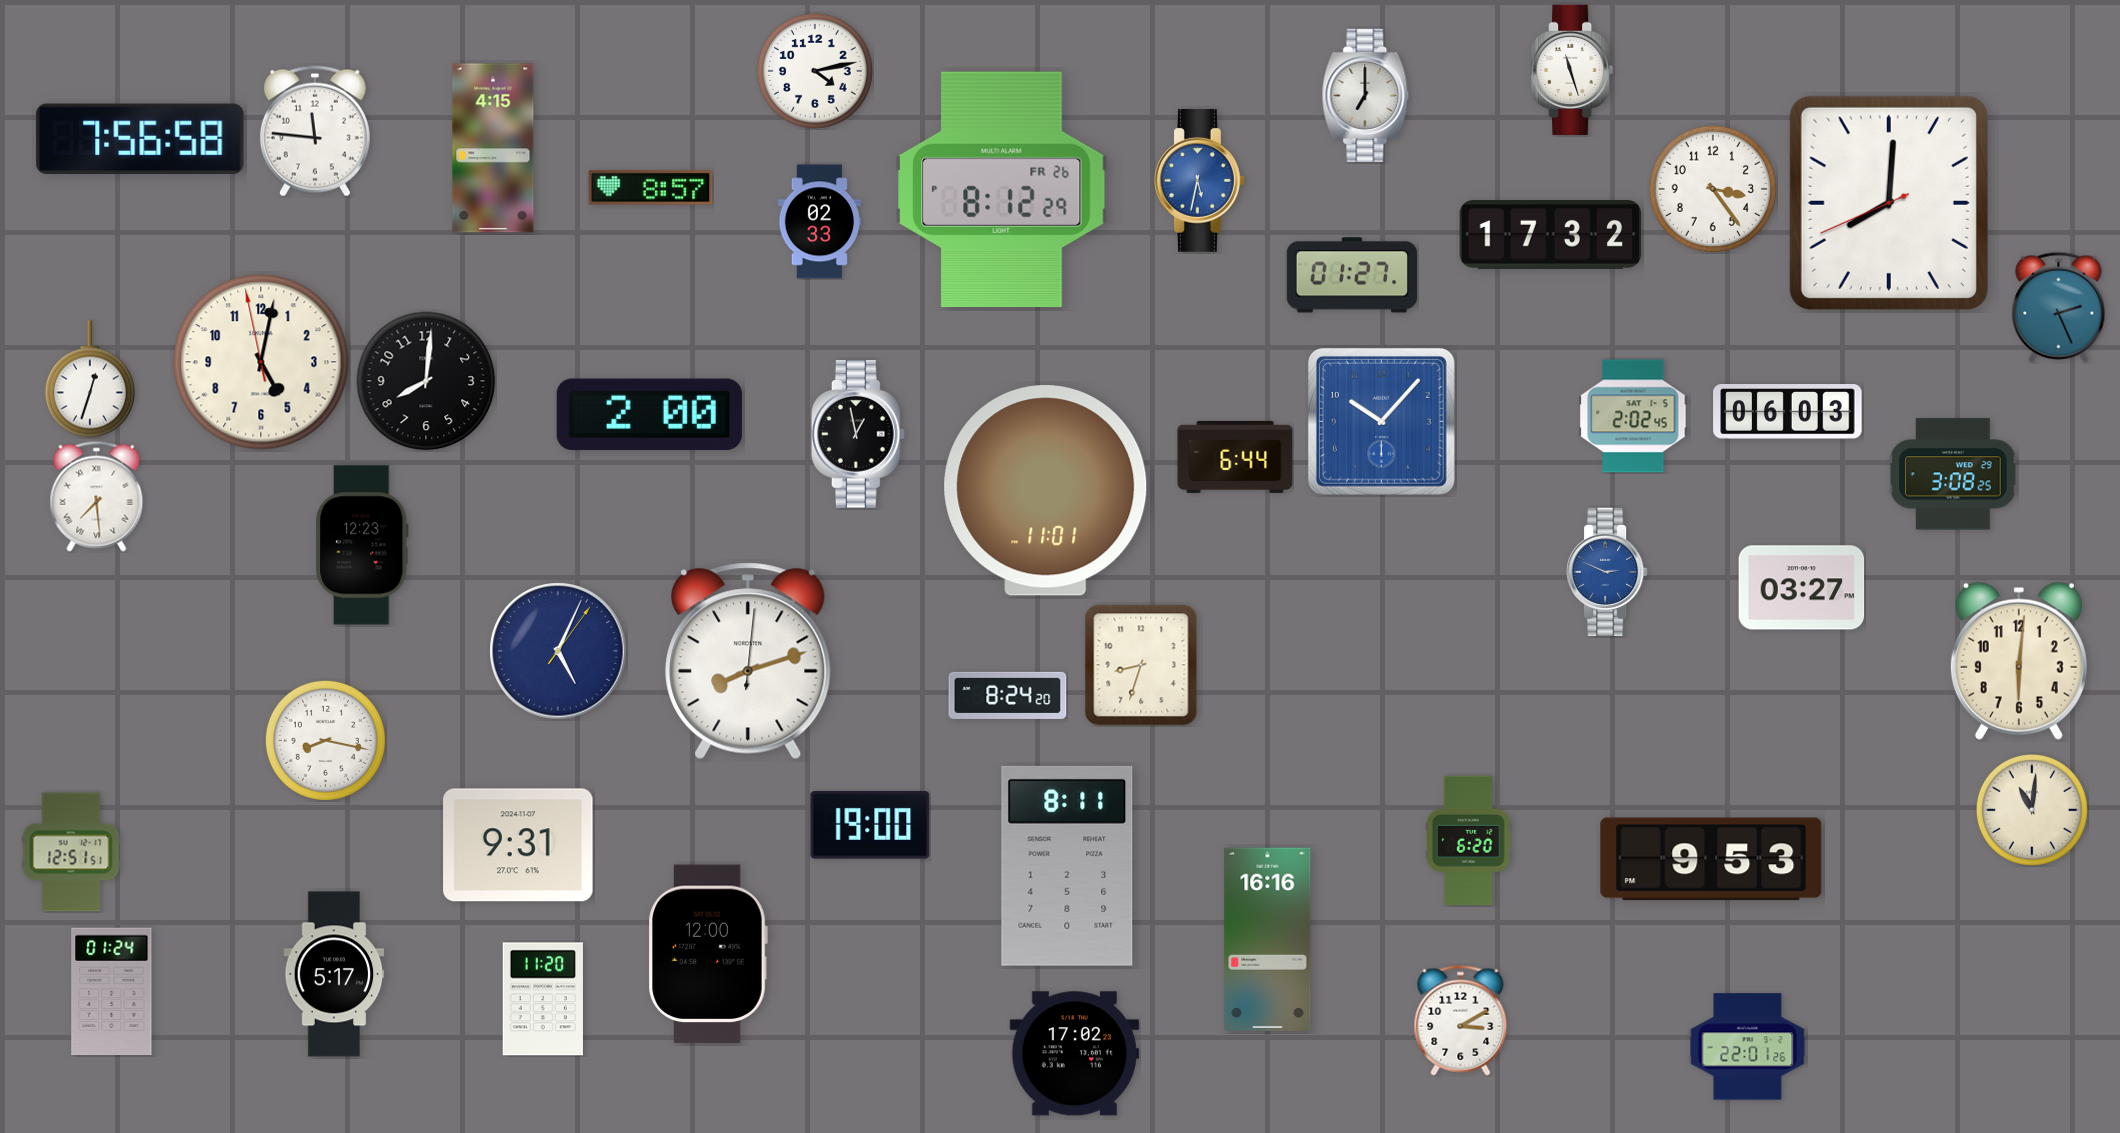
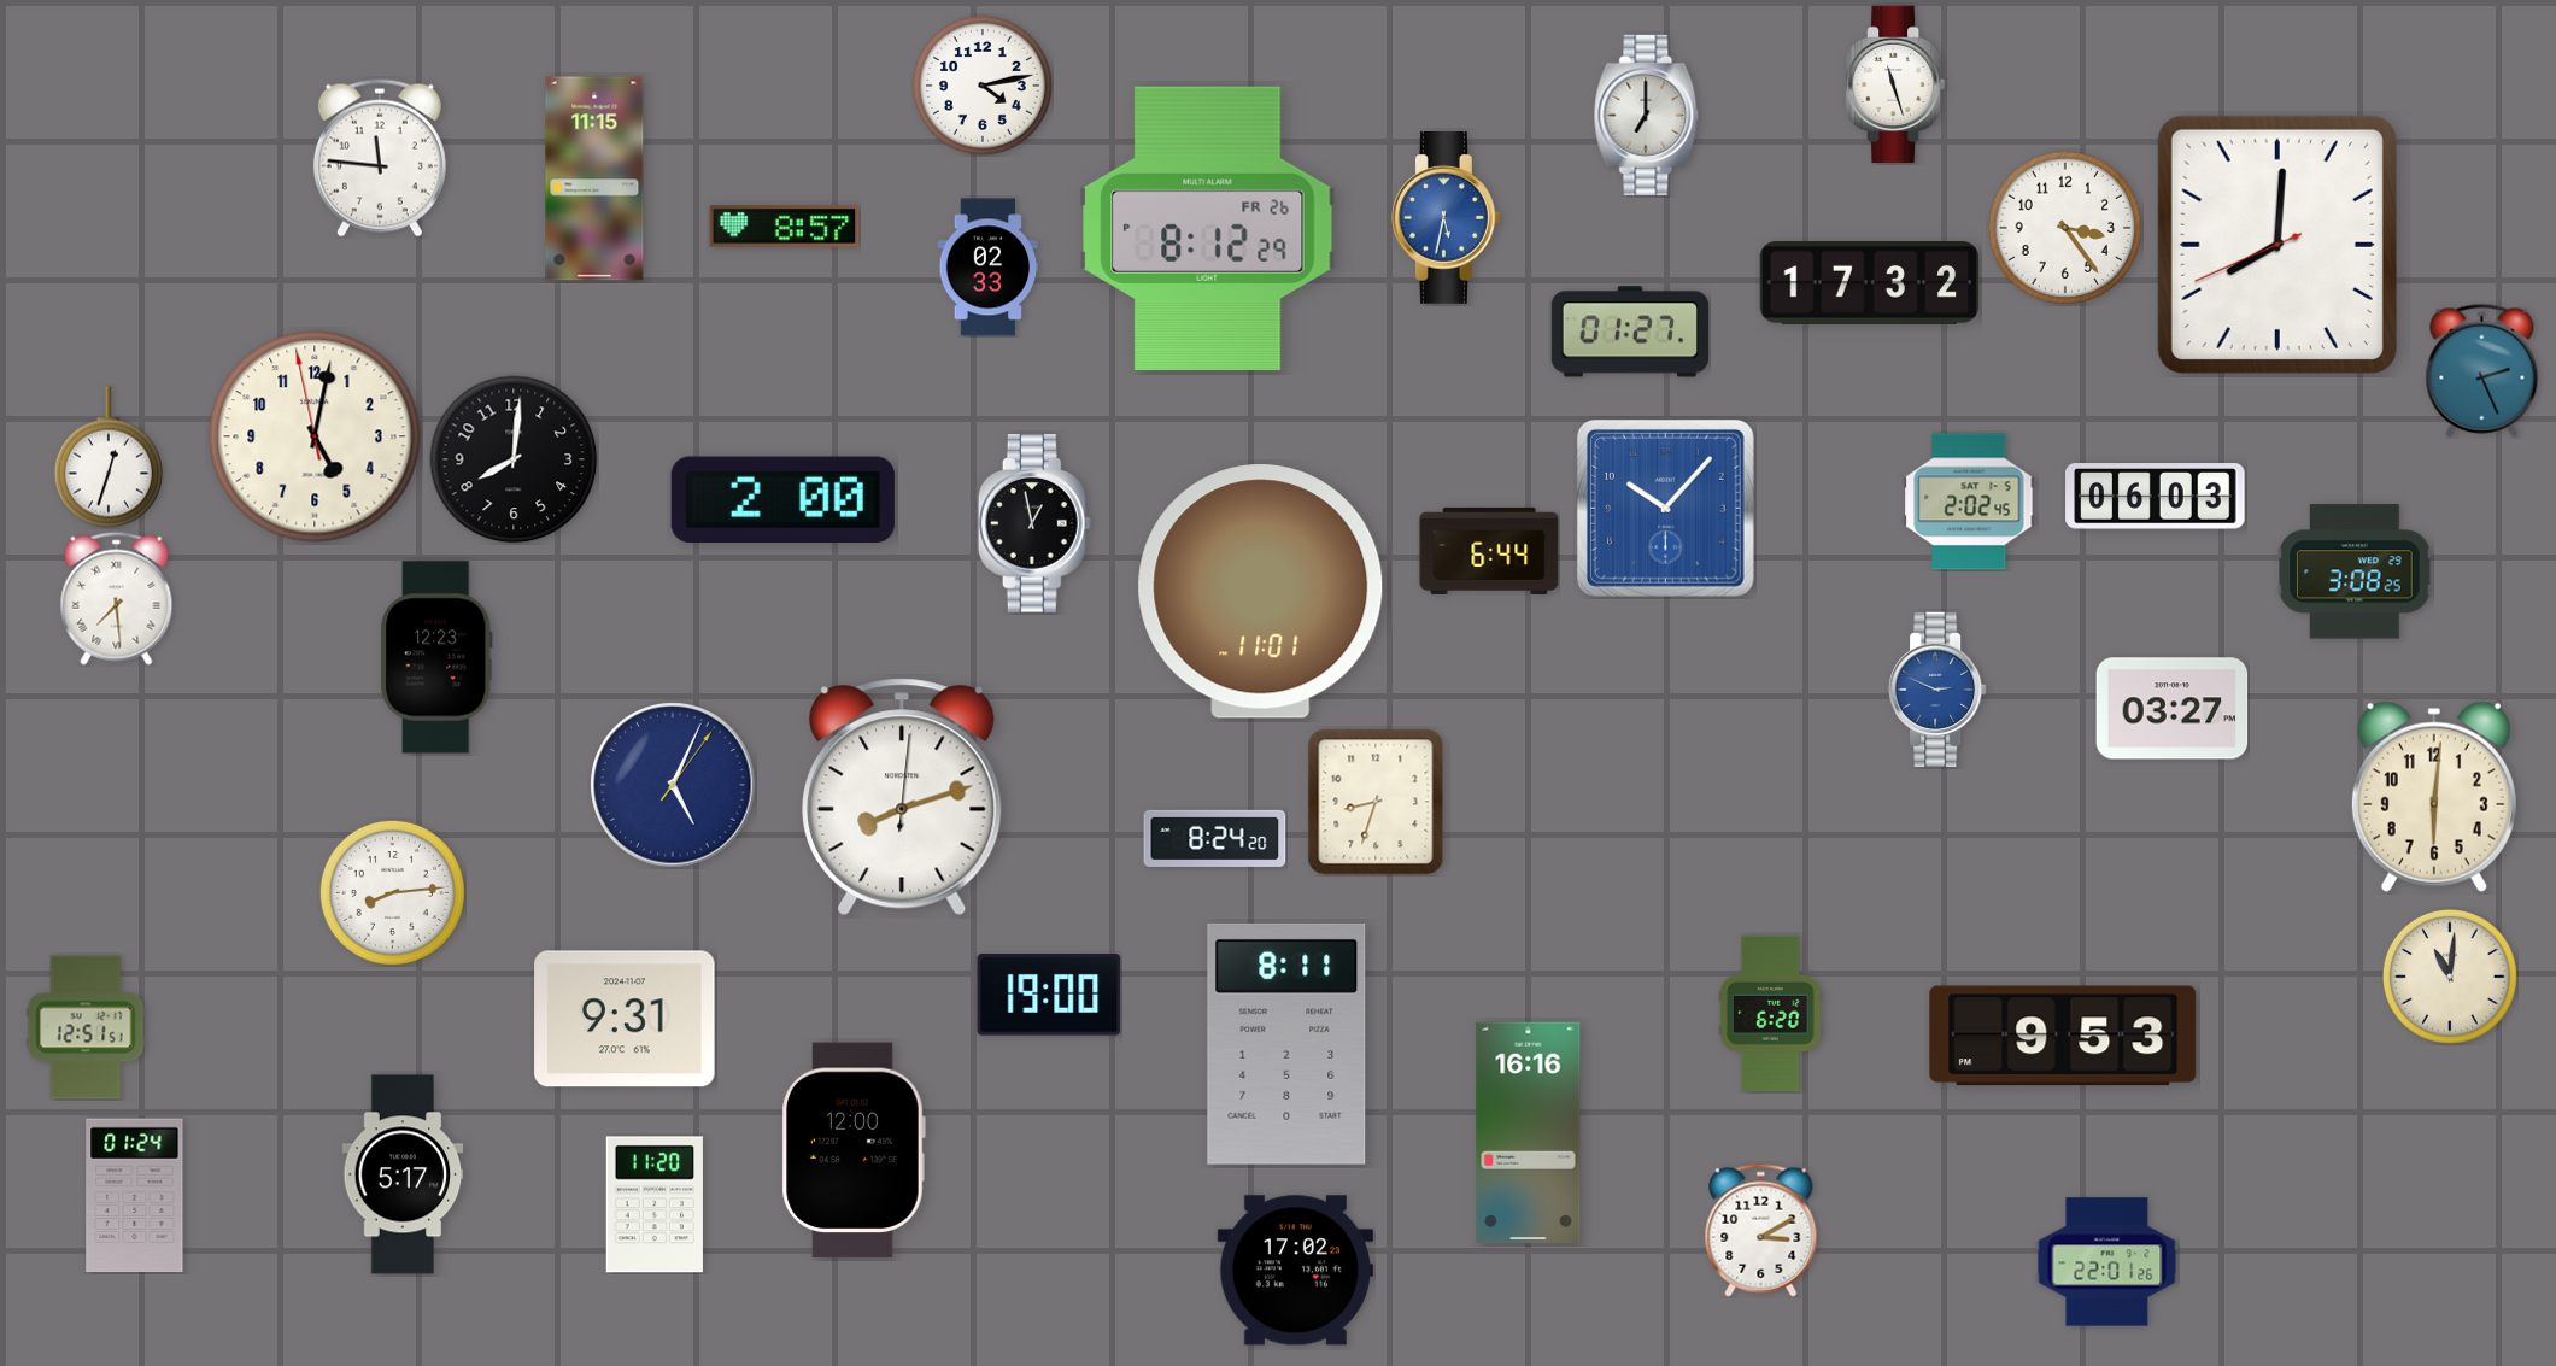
clock at (140, 139): 7:56 -> none
clock at (493, 148): 4:15 -> 11:15
clock at (325, 740): 8:17 -> 8:14
